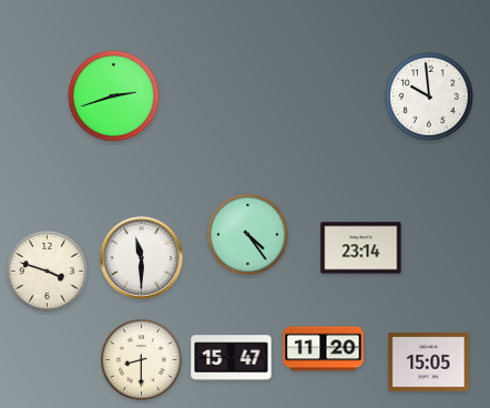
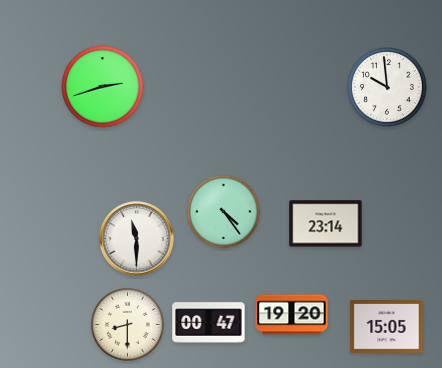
clock at (142, 258) position: (142, 258) -> (137, 239)
clock at (47, 271): 3:48 -> none
clock at (324, 349): 11:20 -> 19:20
clock at (232, 358): 15:47 -> 00:47
